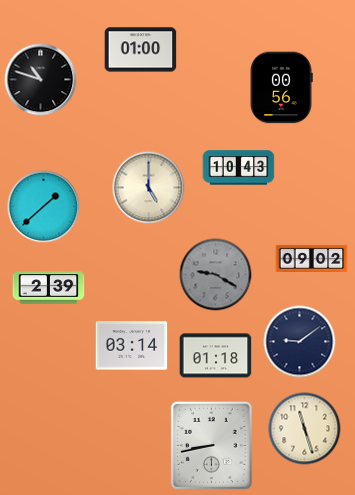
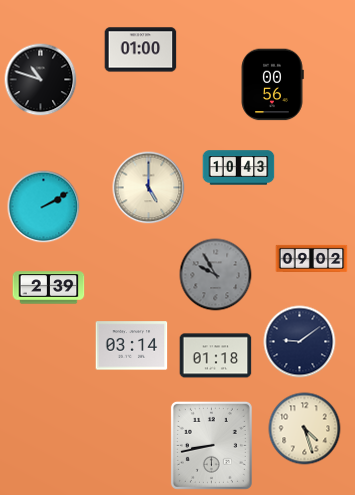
clock at (281, 88) position: (281, 88) -> (272, 85)
clock at (44, 207): 1:38 -> 2:10
clock at (216, 275): 9:20 -> 9:55
clock at (305, 429): 11:27 -> 4:27
